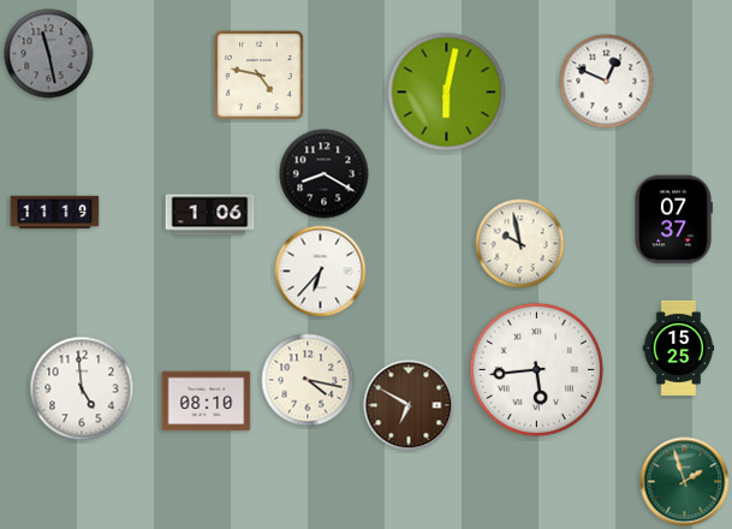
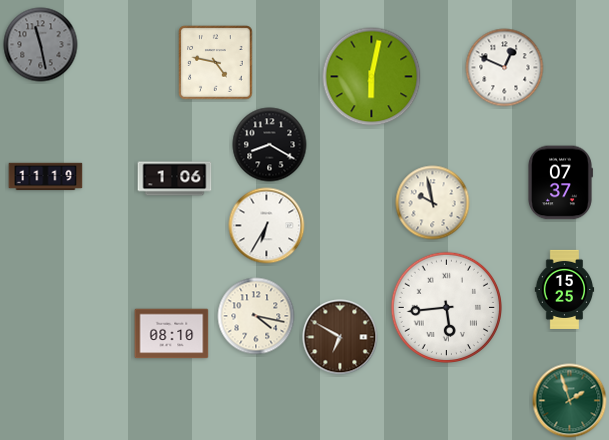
clock at (321, 272): 6:37 -> 6:35
clock at (82, 388): 4:59 -> none
